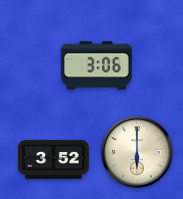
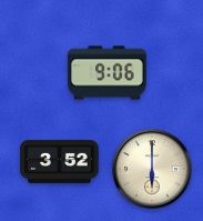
clock at (97, 66): 3:06 -> 9:06
clock at (54, 159) position: (54, 159) -> (60, 161)
